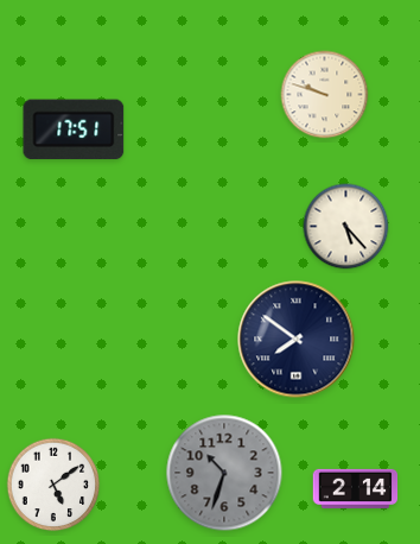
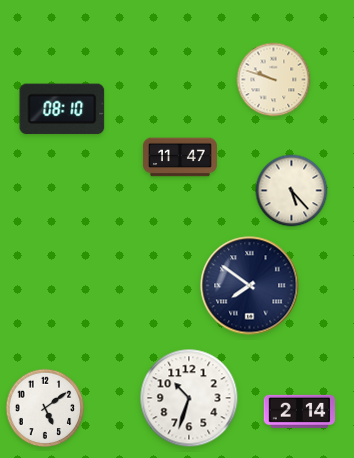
clock at (74, 129): 17:51 -> 08:10
clock at (180, 157): none -> 11:47
clock at (224, 473) dial: grey -> white
